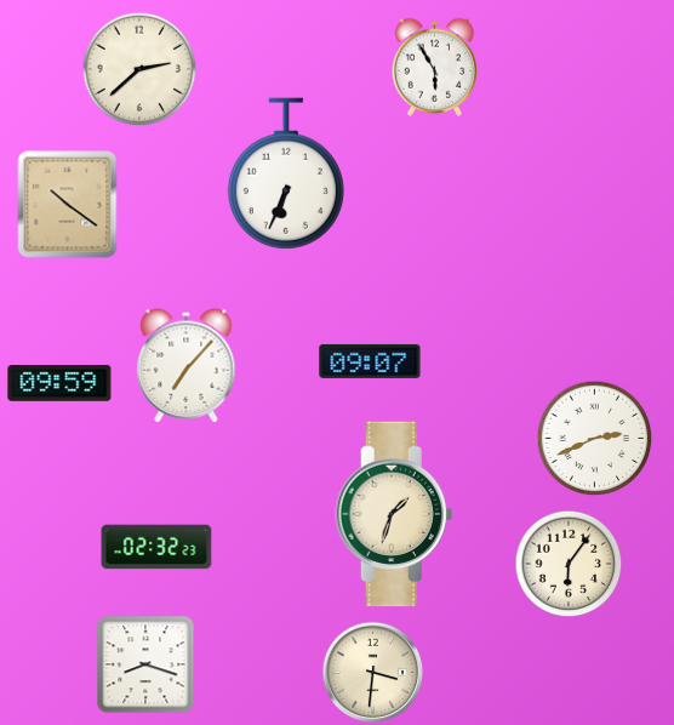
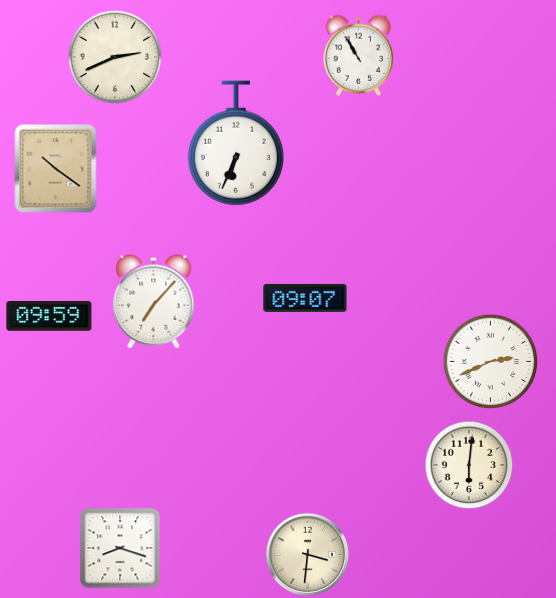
clock at (434, 67): 5:55 -> 10:55
clock at (139, 69): 2:38 -> 2:41
clock at (394, 514): 1:33 -> none
clock at (156, 547): 02:32 -> none
clock at (569, 564): 6:06 -> 6:01
